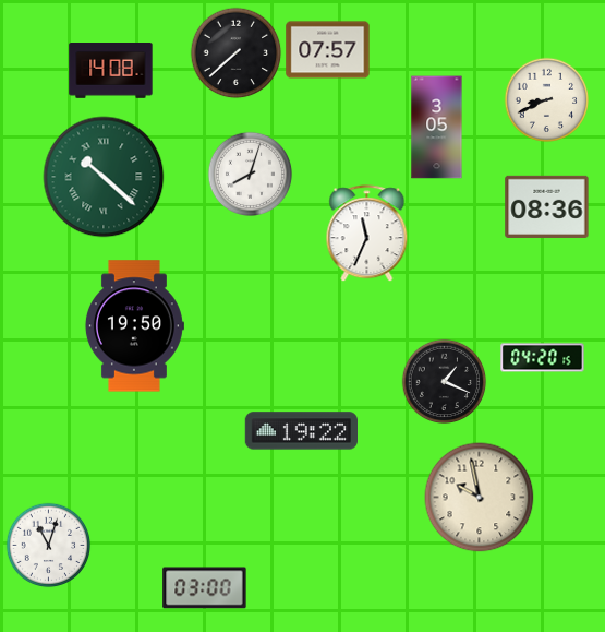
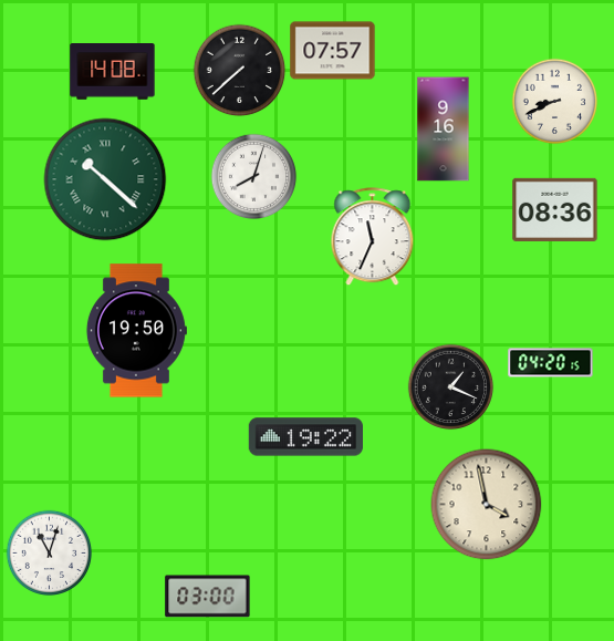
clock at (235, 52) position: (235, 52) -> (239, 70)
clock at (437, 128): 3:05 -> 9:16
clock at (480, 498): 9:58 -> 3:58
